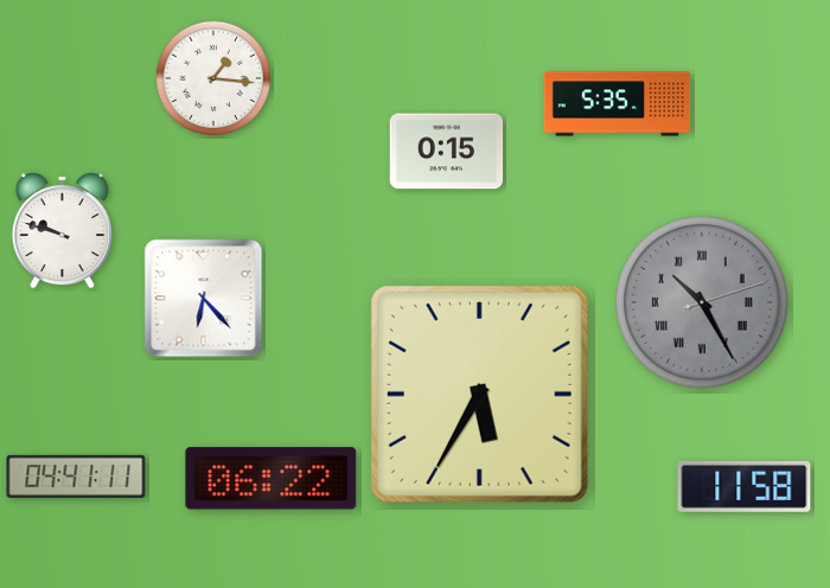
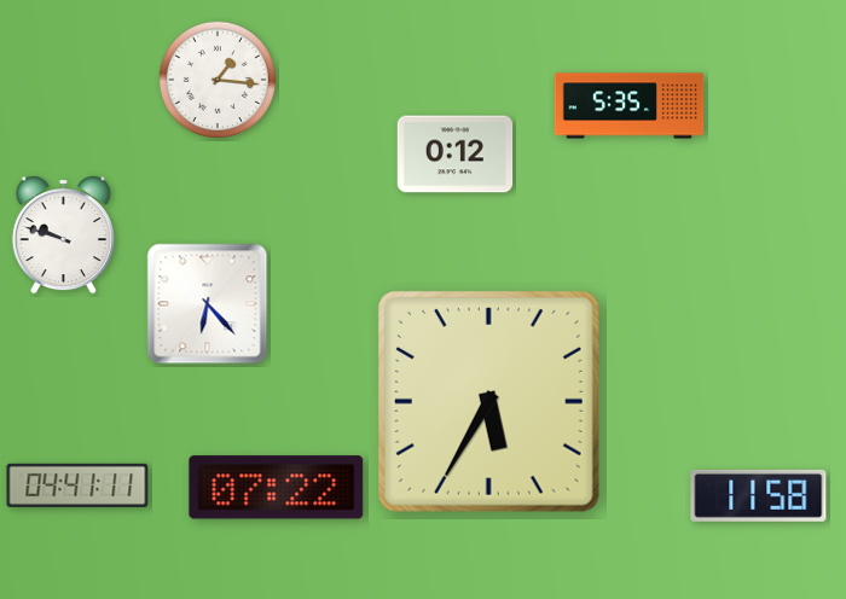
clock at (447, 152): 0:15 -> 0:12
clock at (702, 302): 10:25 -> none
clock at (272, 479): 06:22 -> 07:22
